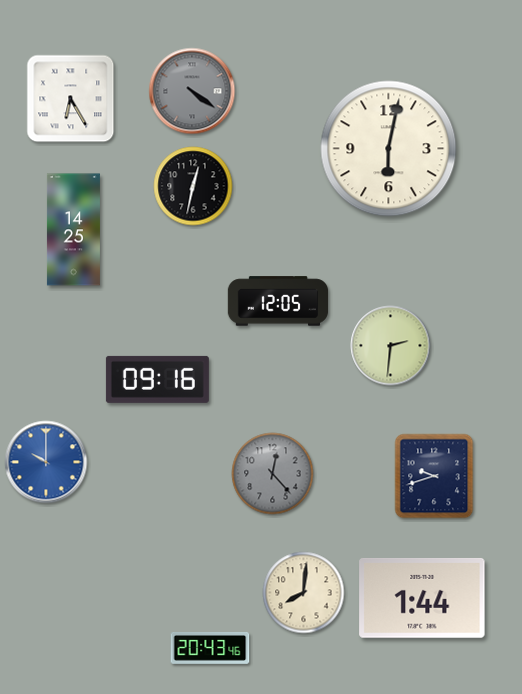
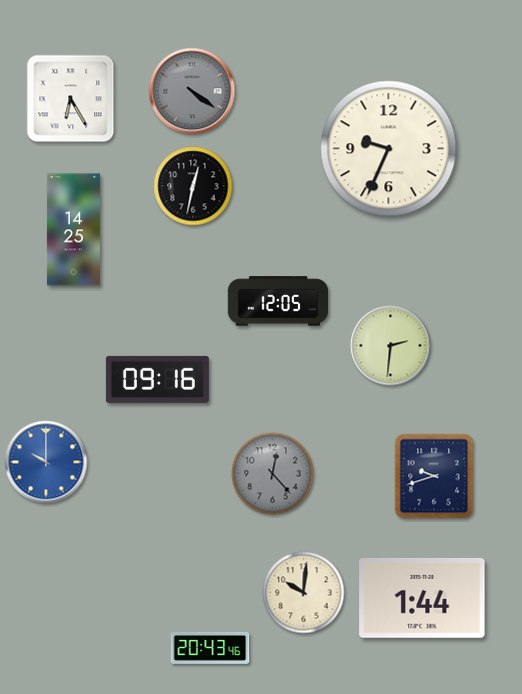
clock at (389, 149): 6:02 -> 9:34
clock at (304, 593): 8:01 -> 10:01
